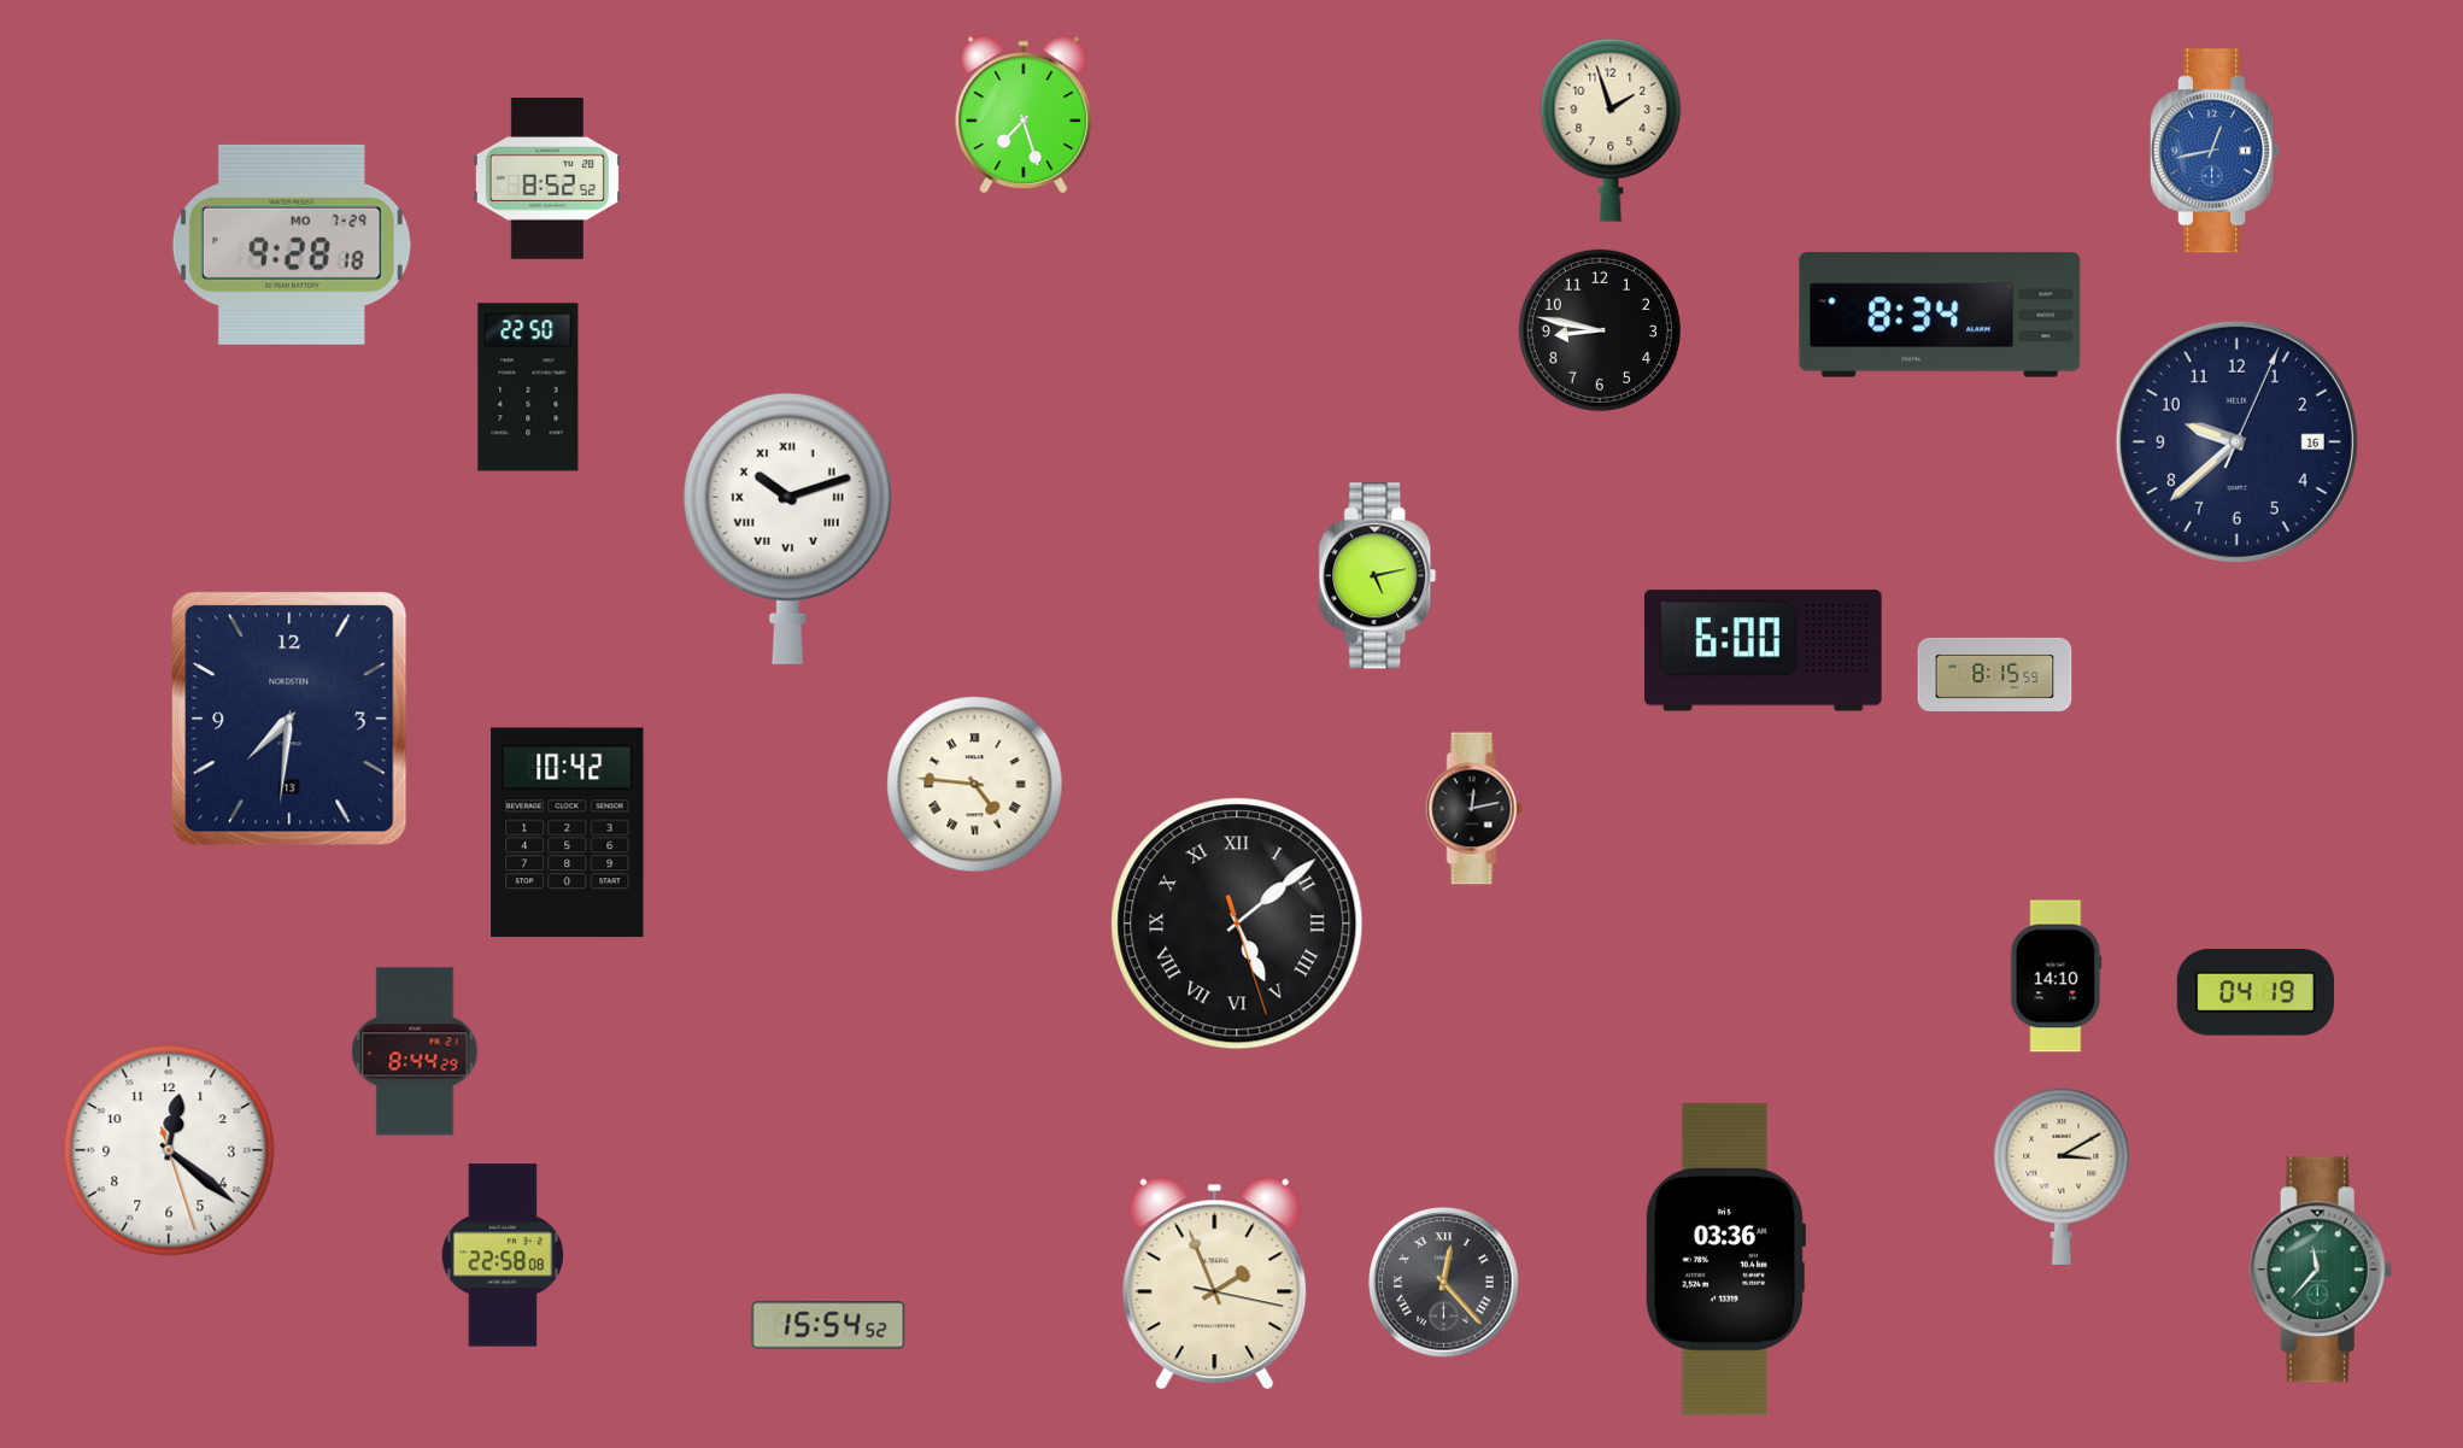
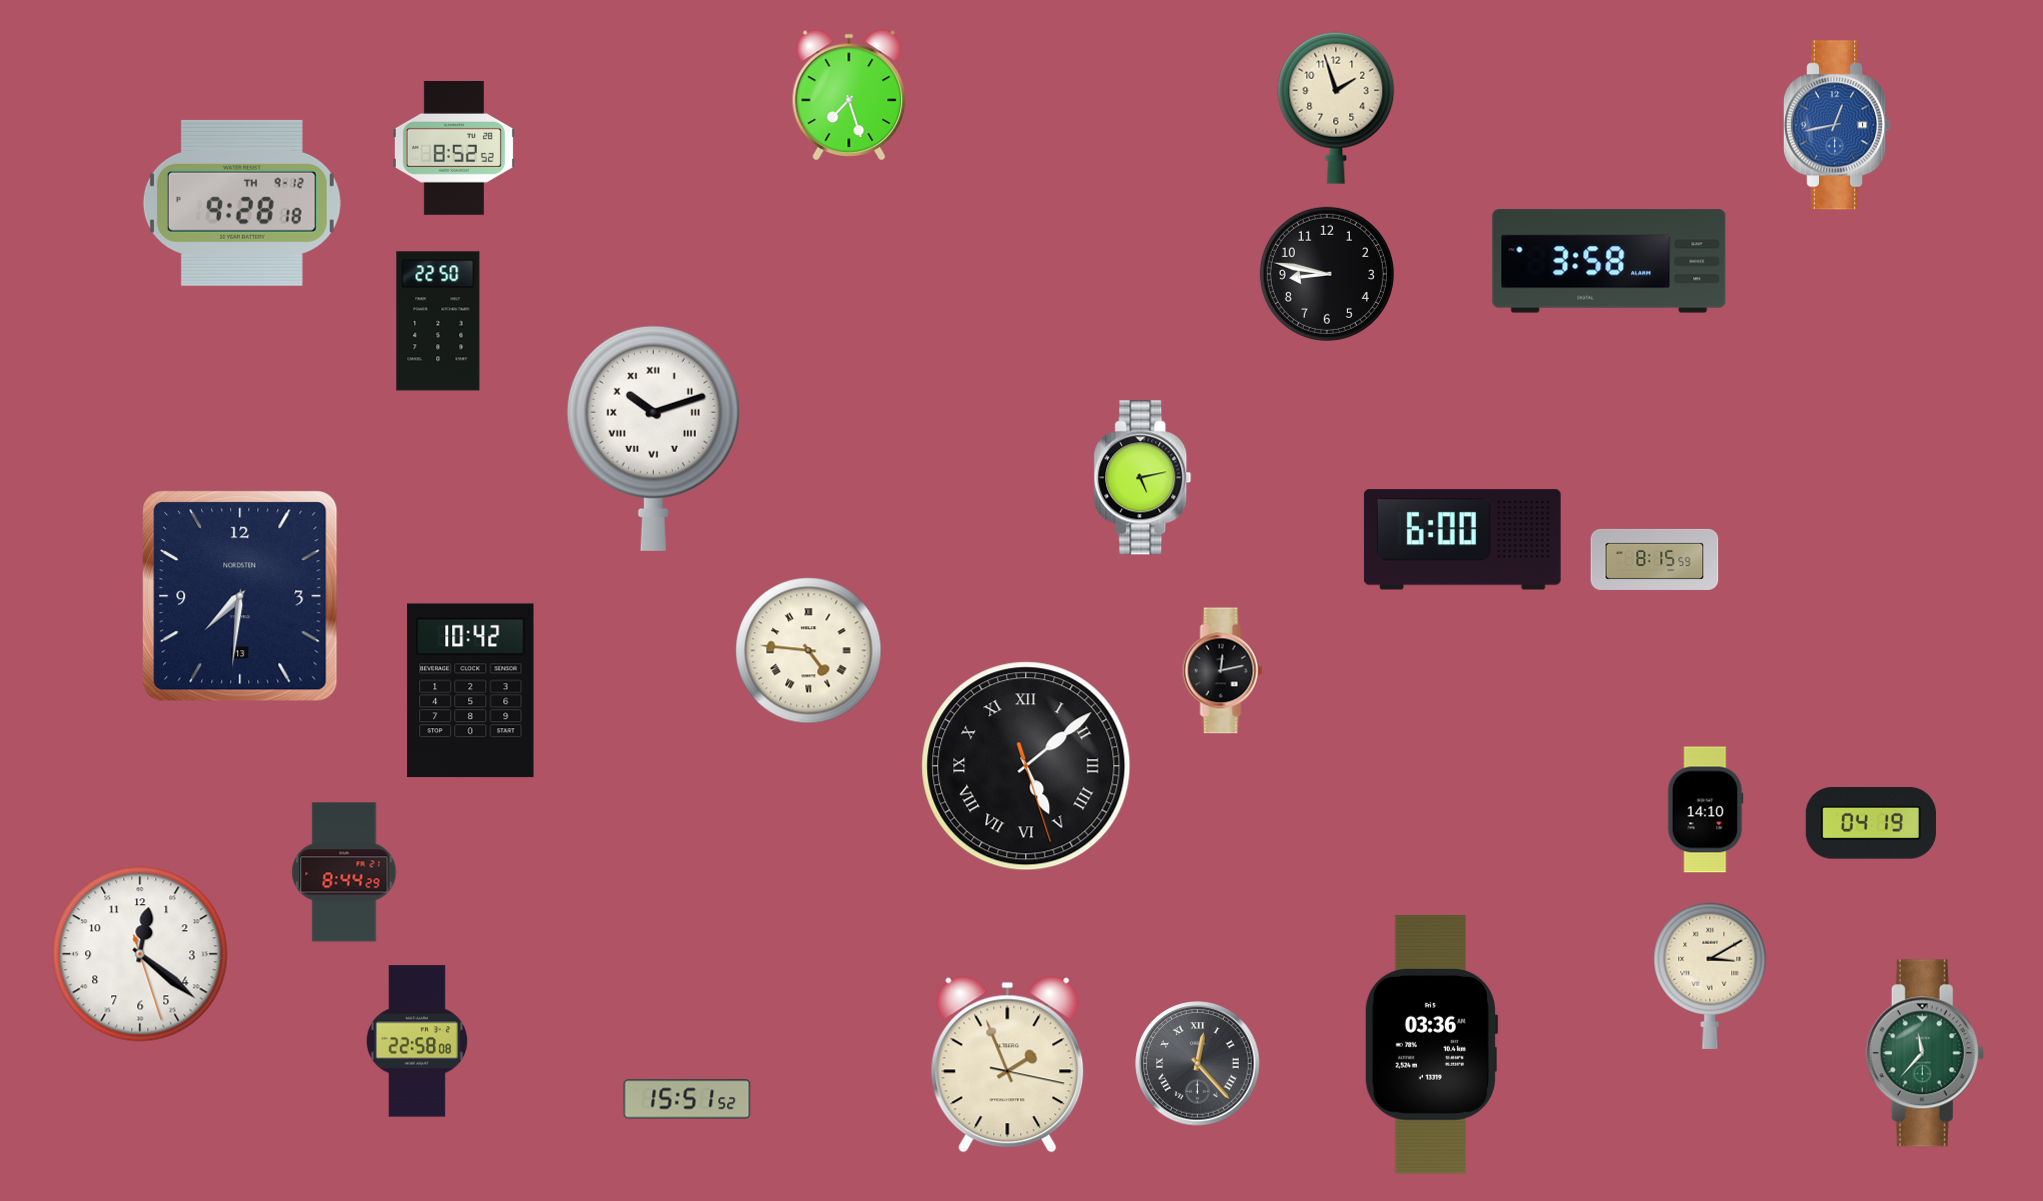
clock at (292, 245) date: MO 7-29 -> TH 9-12
clock at (1940, 315): 8:34 -> 3:58
clock at (2236, 441): 9:38 -> none
clock at (828, 1325): 15:54 -> 15:51
